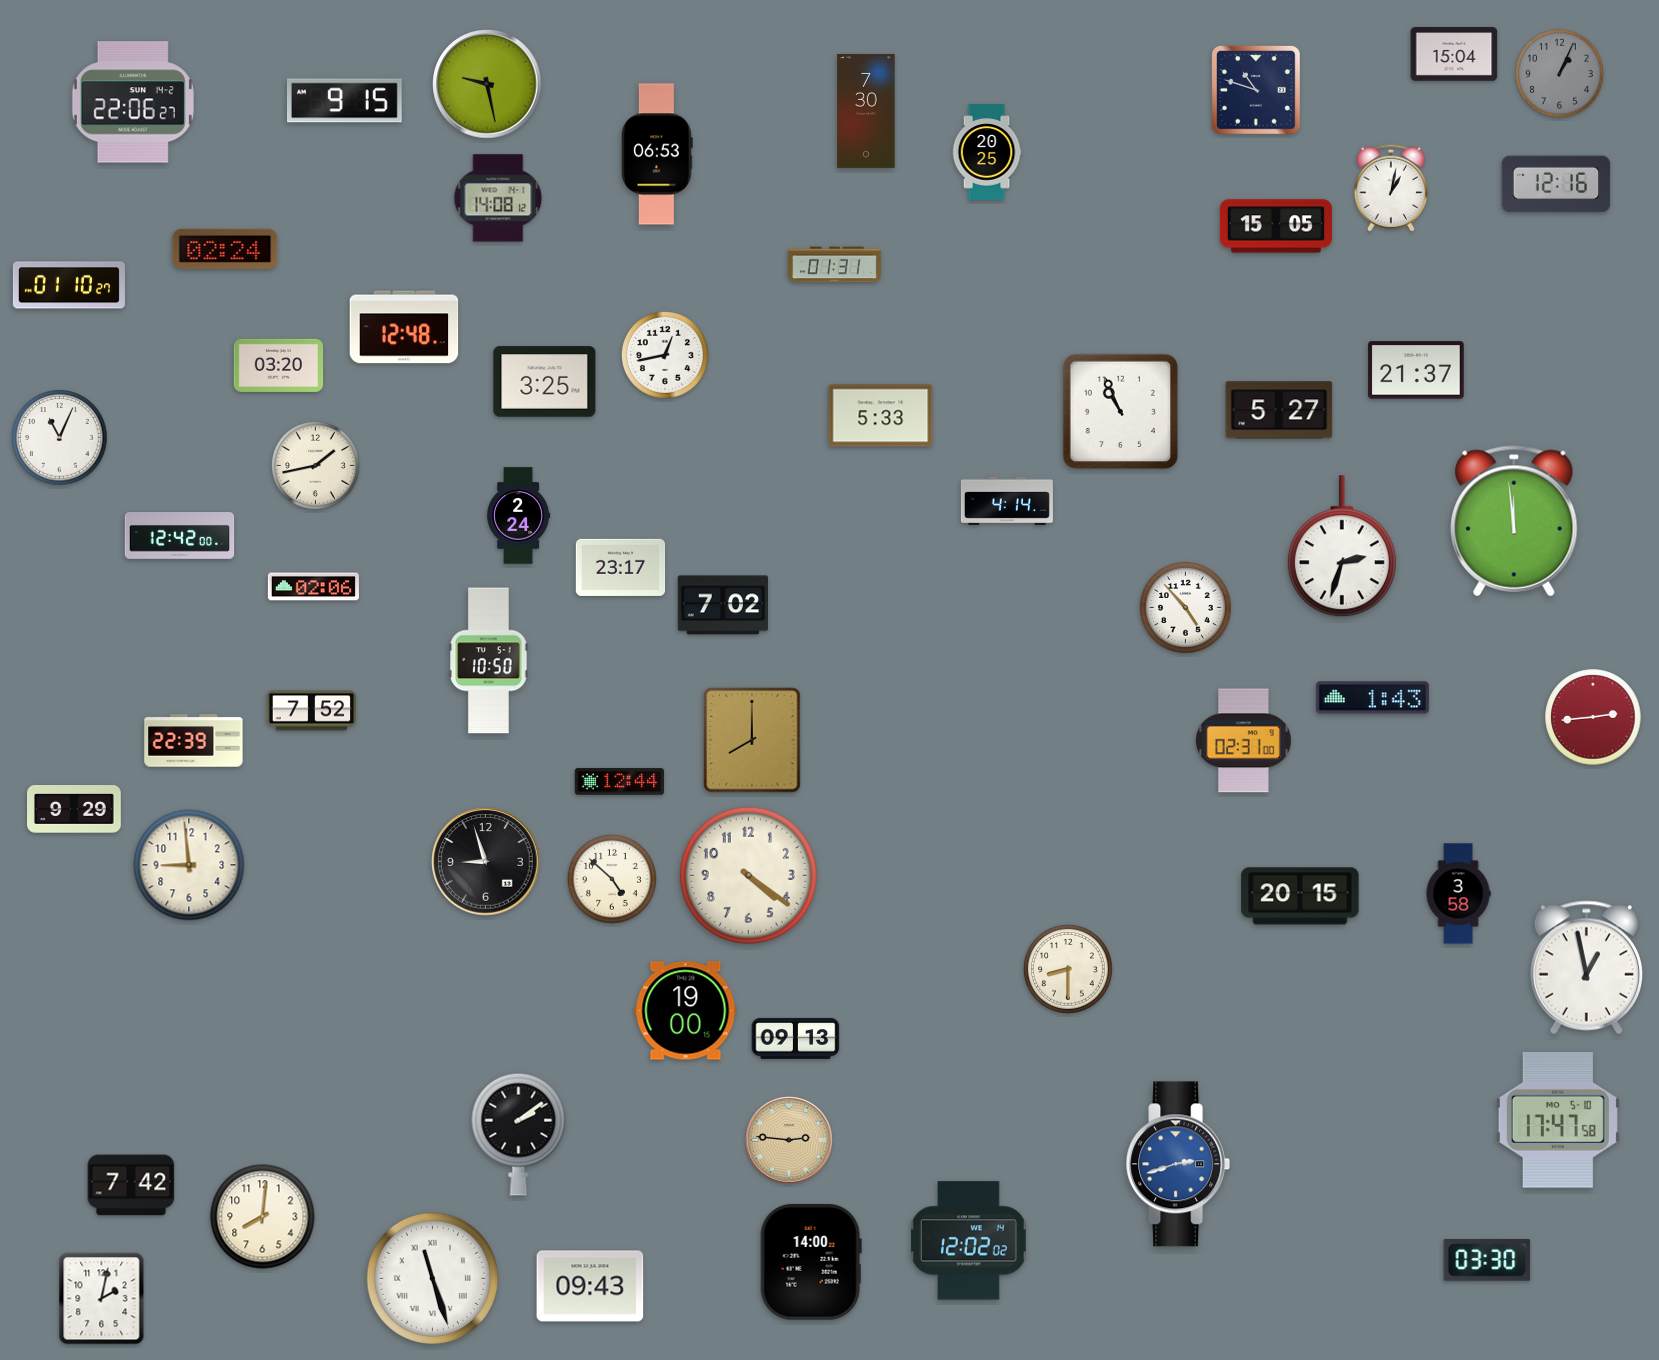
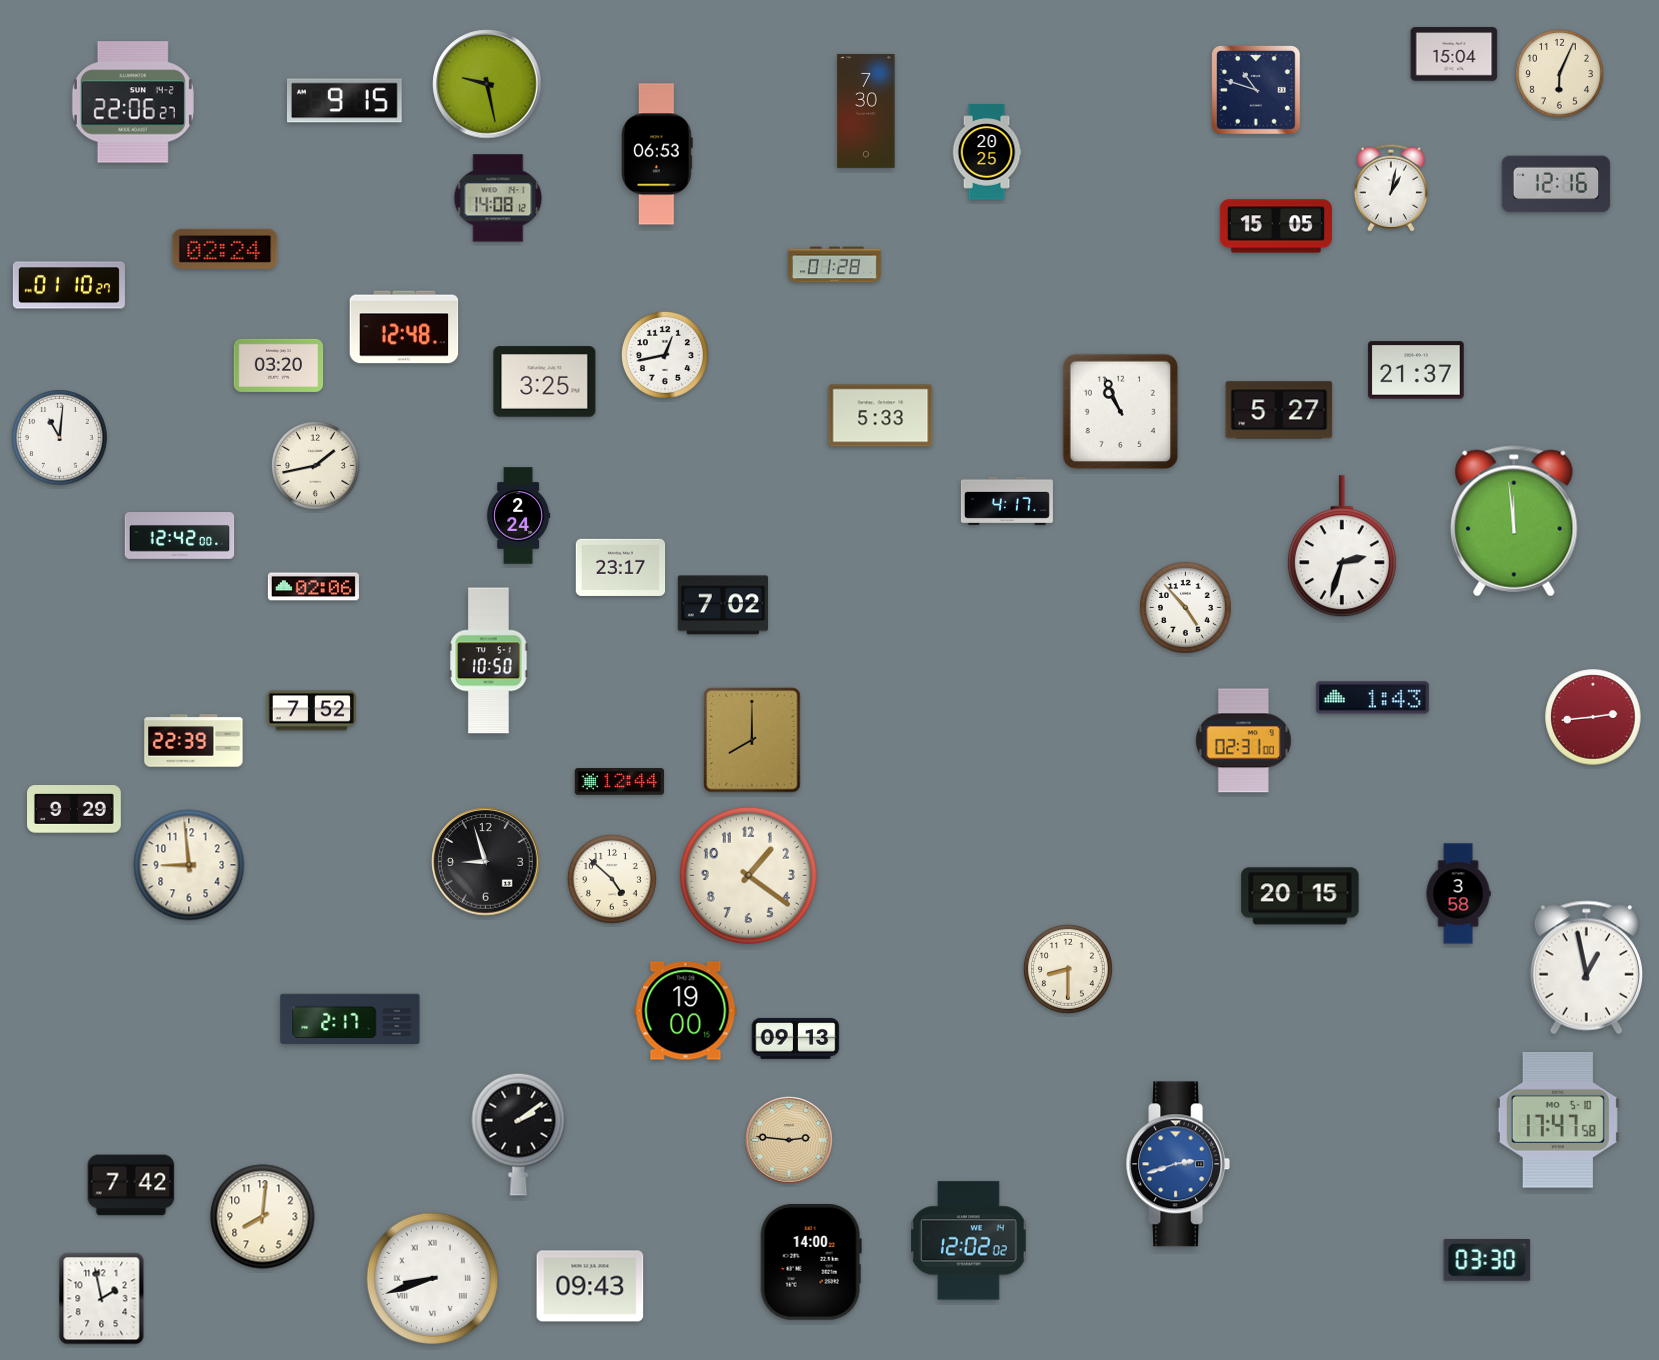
clock at (1559, 73): 1:04 -> 6:04
clock at (1559, 73) dial: grey -> cream
clock at (834, 265): 01:31 -> 01:28
clock at (60, 438): 11:04 -> 11:01
clock at (1007, 501): 4:14 -> 4:17
clock at (748, 875): 4:21 -> 1:21
clock at (350, 1019): none -> 2:17
clock at (433, 1279): 11:27 -> 8:42
clock at (102, 1299): 2:02 -> 1:58
